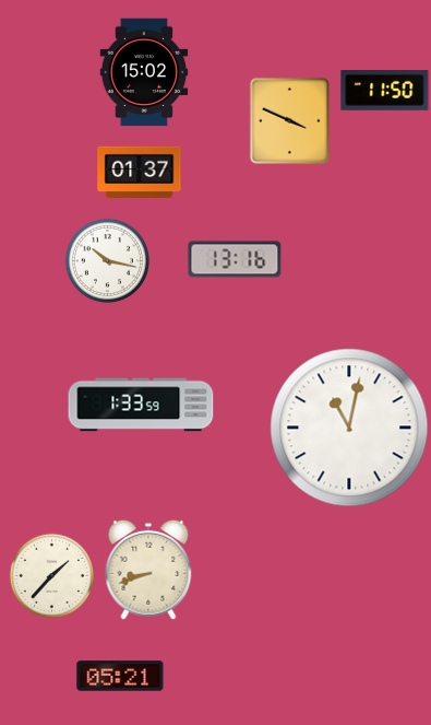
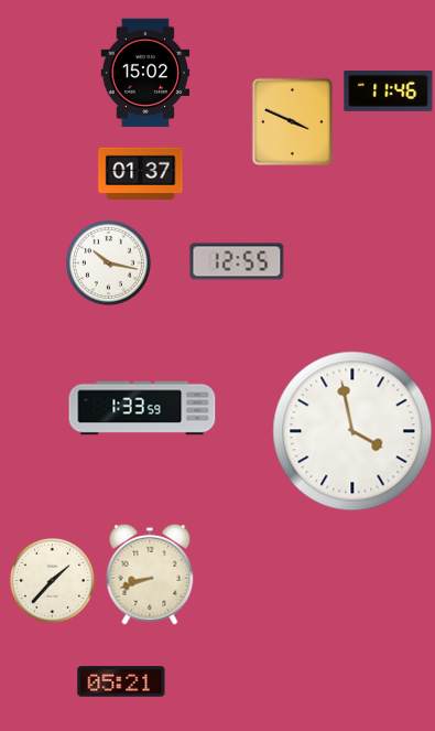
clock at (385, 90): 11:50 -> 11:46
clock at (235, 259): 13:16 -> 12:55
clock at (349, 428): 11:02 -> 3:58
